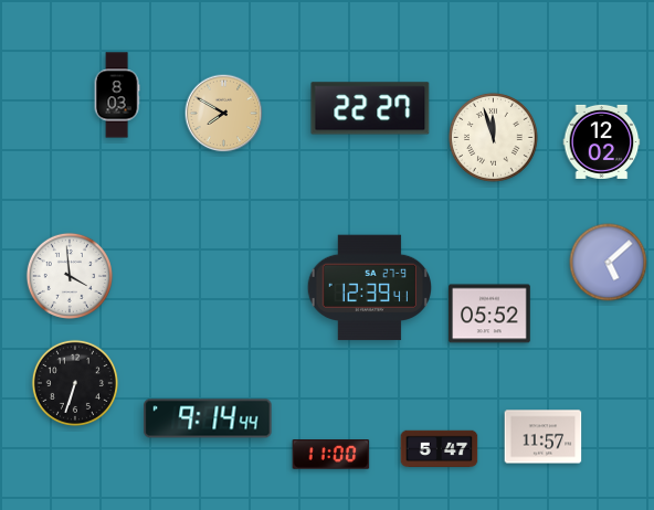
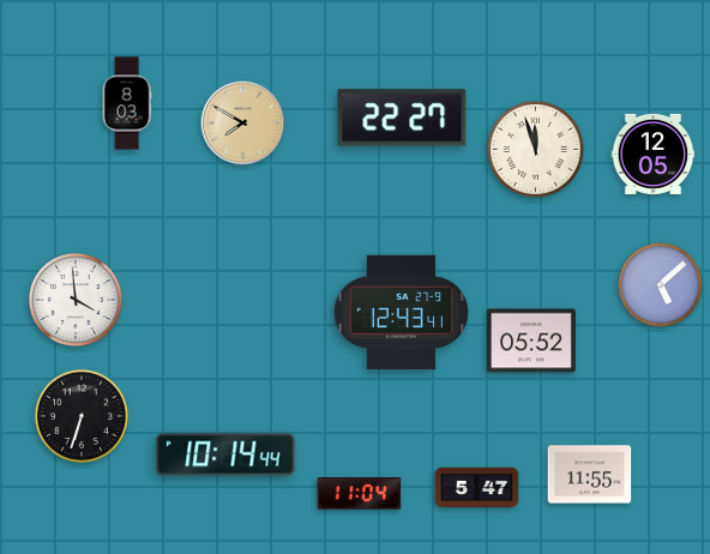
clock at (602, 141): 12:02 -> 12:05
clock at (369, 288): 12:39 -> 12:43
clock at (208, 418): 9:14 -> 10:14
clock at (544, 437): 11:57 -> 11:55
clock at (331, 455): 11:00 -> 11:04
